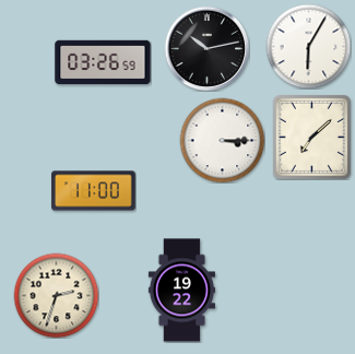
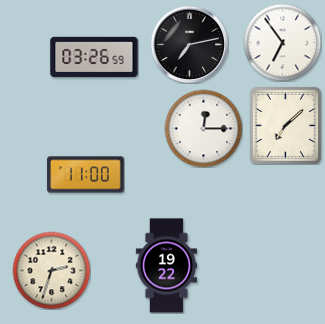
clock at (308, 46): 6:05 -> 6:54
clock at (206, 48): 10:13 -> 7:13
clock at (222, 140): 3:15 -> 12:15
